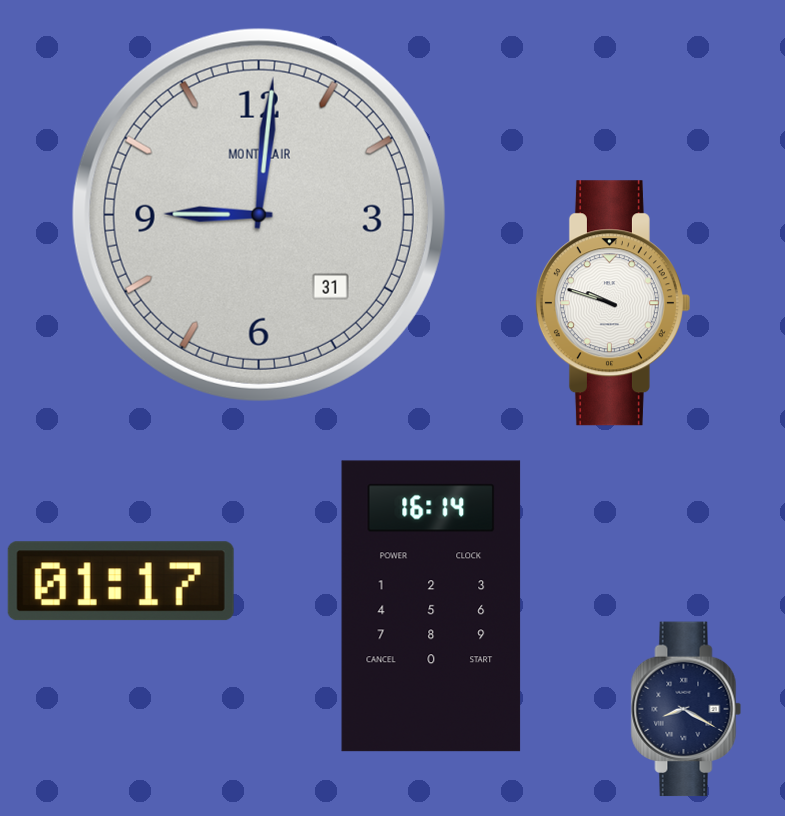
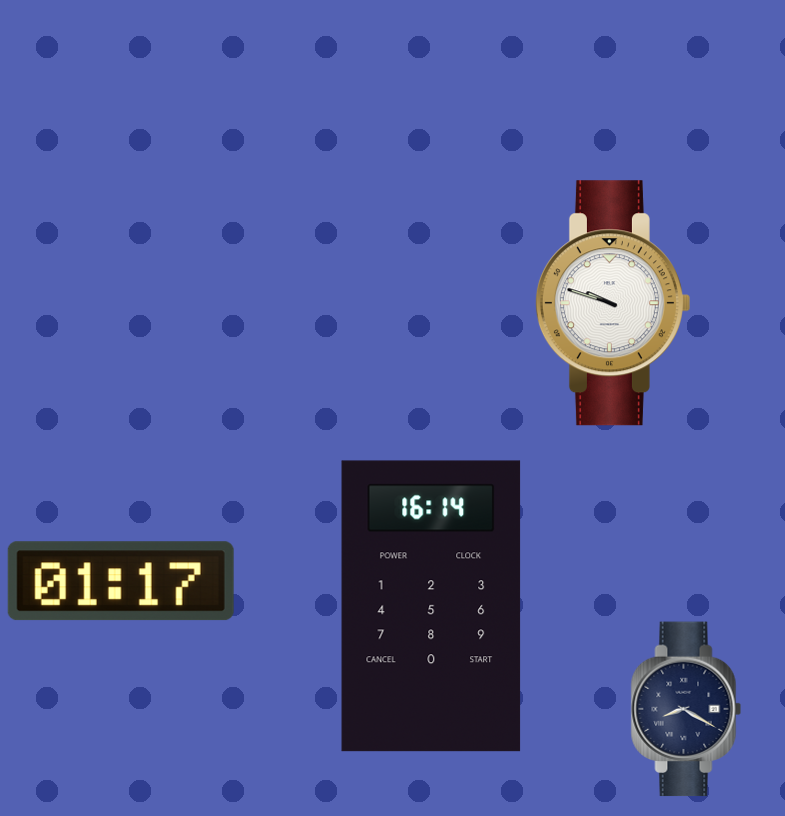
clock at (259, 215): 9:01 -> none
